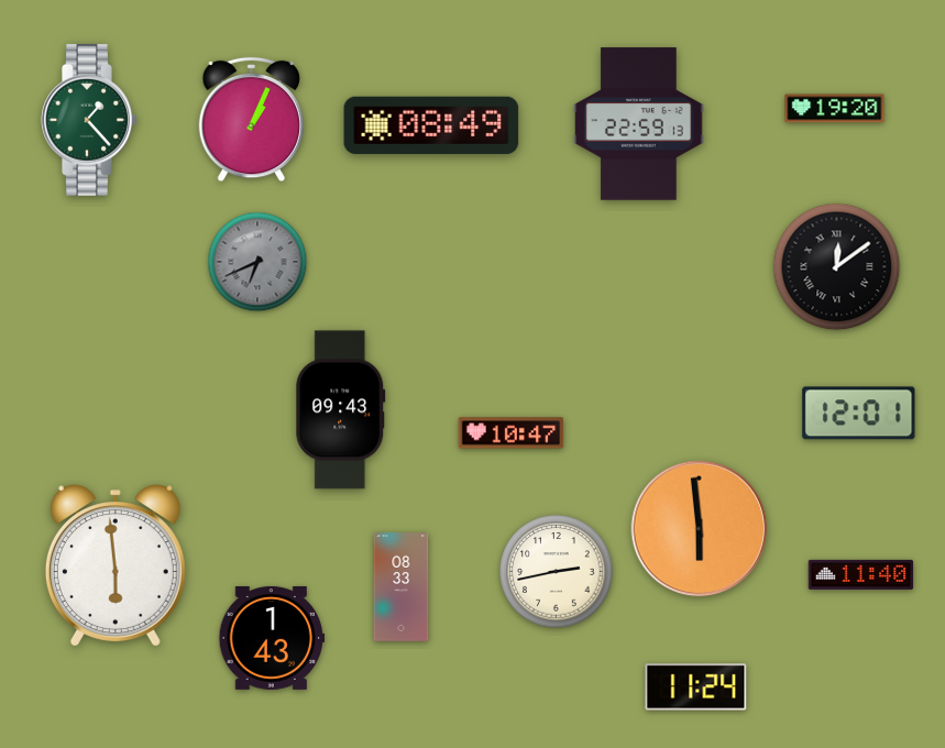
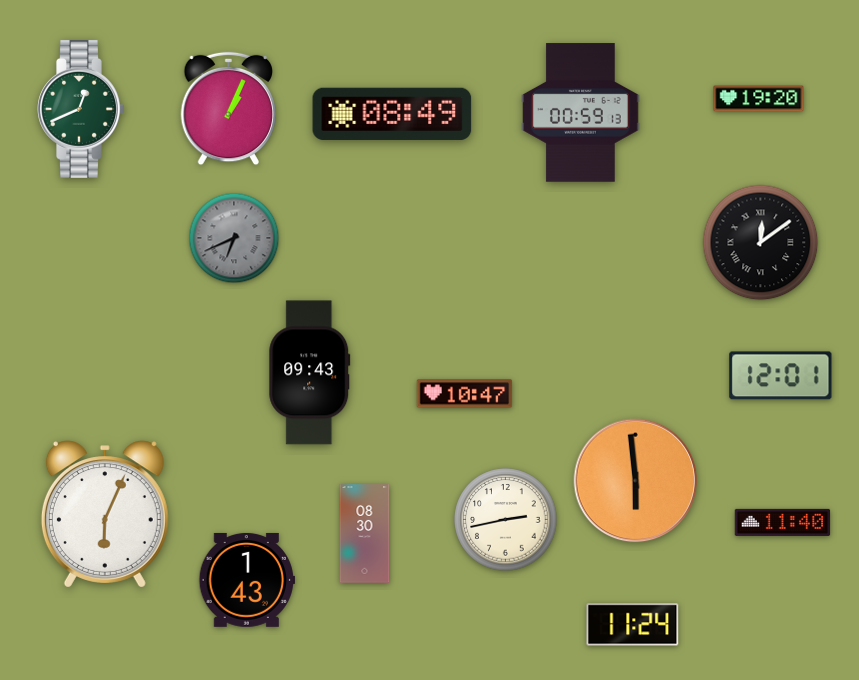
clock at (89, 120): 1:23 -> 12:41
clock at (639, 124): 22:59 -> 00:59
clock at (116, 565): 5:59 -> 6:04
clock at (402, 587): 08:33 -> 08:30
